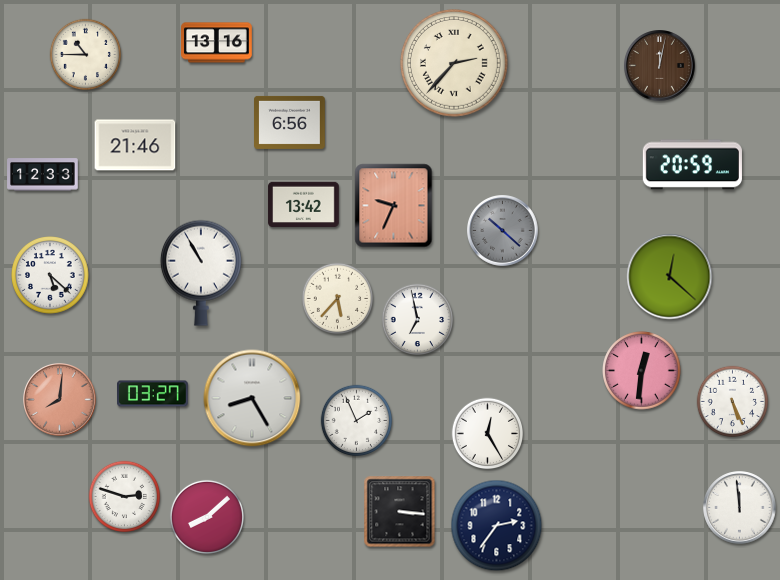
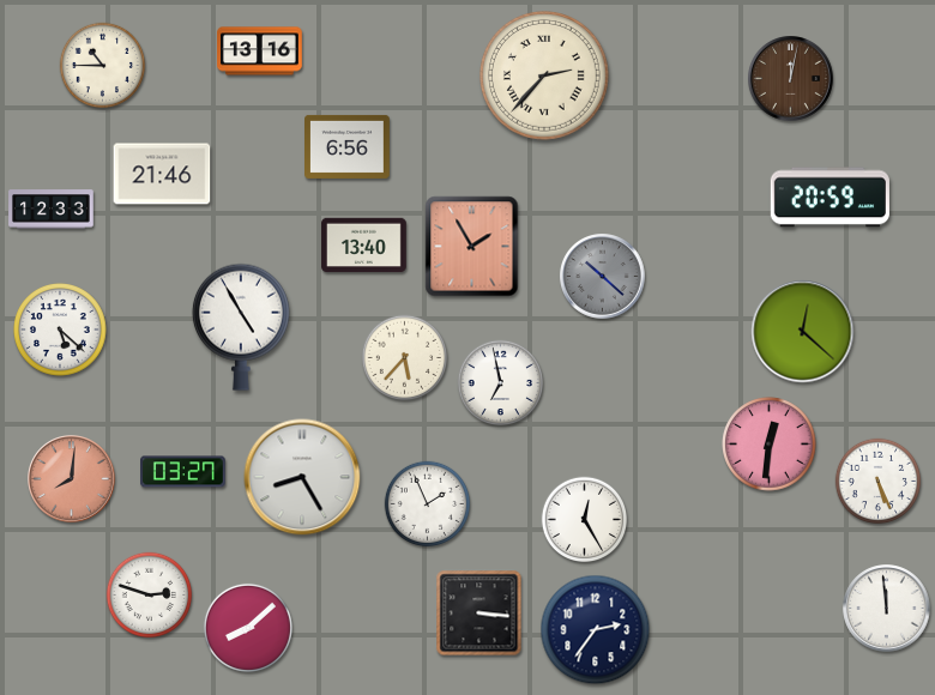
clock at (304, 205): 13:42 -> 13:40
clock at (394, 206): 9:34 -> 1:55
clock at (201, 273): 10:55 -> 4:55
clock at (207, 517) position: (207, 517) -> (248, 628)
